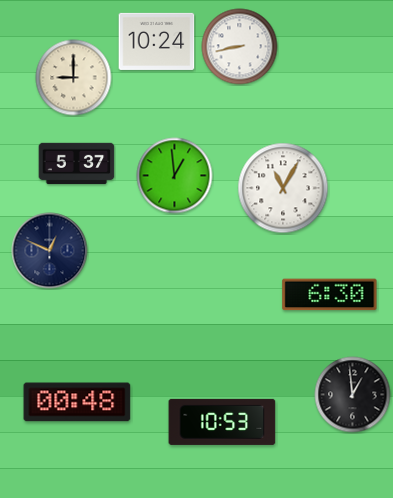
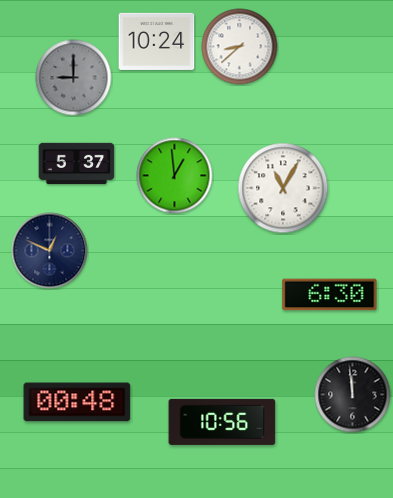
clock at (240, 47): 8:43 -> 8:38
clock at (74, 78) dial: cream -> grey
clock at (353, 395): 12:59 -> 11:59
clock at (222, 422): 10:53 -> 10:56
